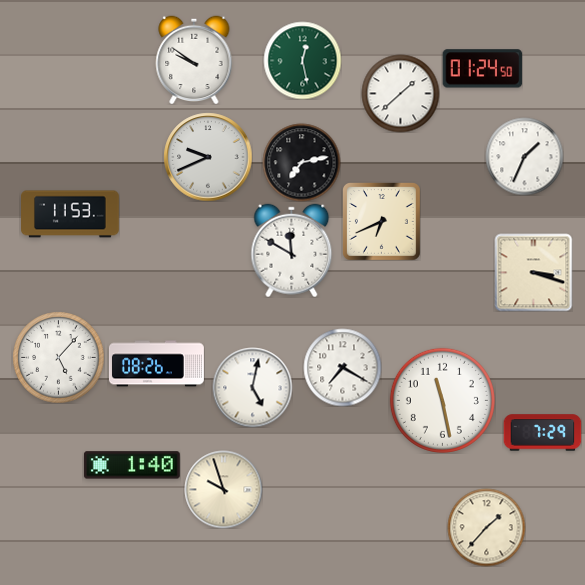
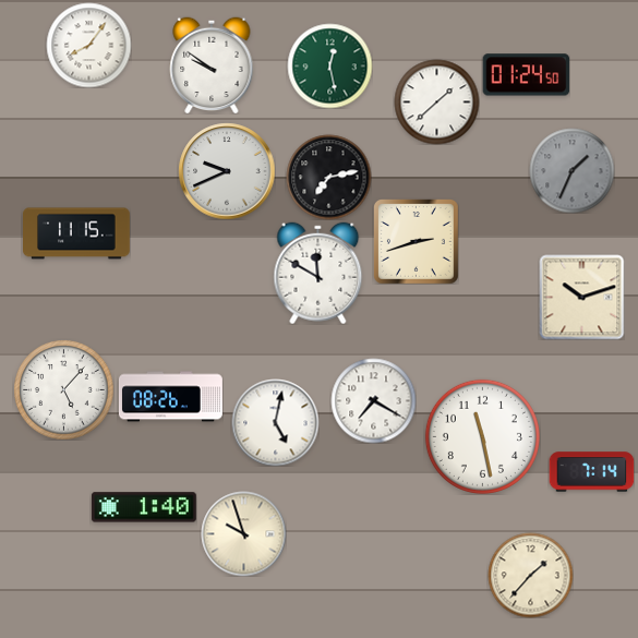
clock at (88, 45): none -> 8:06
clock at (524, 156) dial: white -> grey
clock at (71, 214): 11:53 -> 11:15
clock at (382, 222): 6:41 -> 2:42
clock at (533, 272): 3:18 -> 10:12
clock at (542, 433): 7:29 -> 7:14
